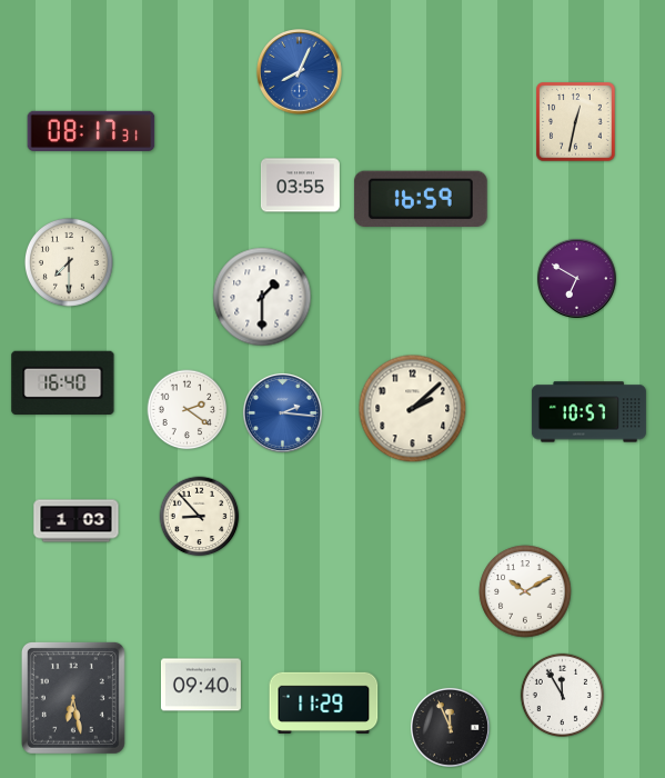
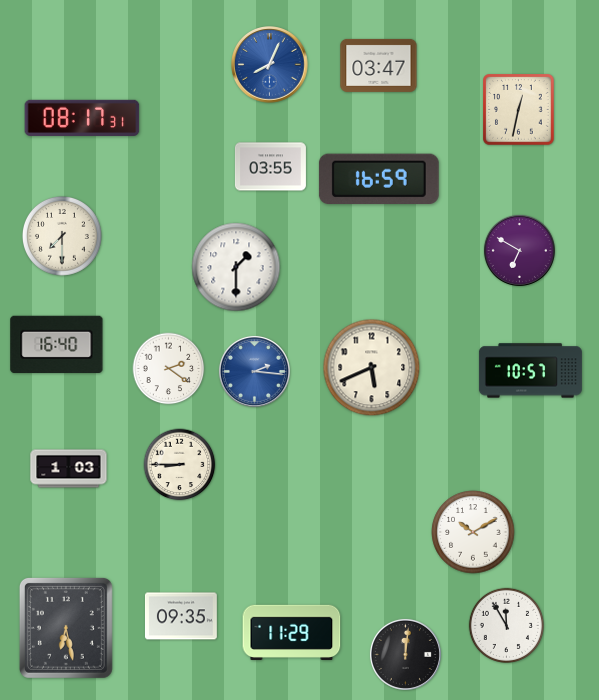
clock at (379, 65): none -> 03:47
clock at (413, 409): 2:08 -> 5:41
clock at (200, 517): 8:53 -> 8:45
clock at (201, 685): 09:40 -> 09:35
clock at (450, 727): 11:56 -> 12:01
